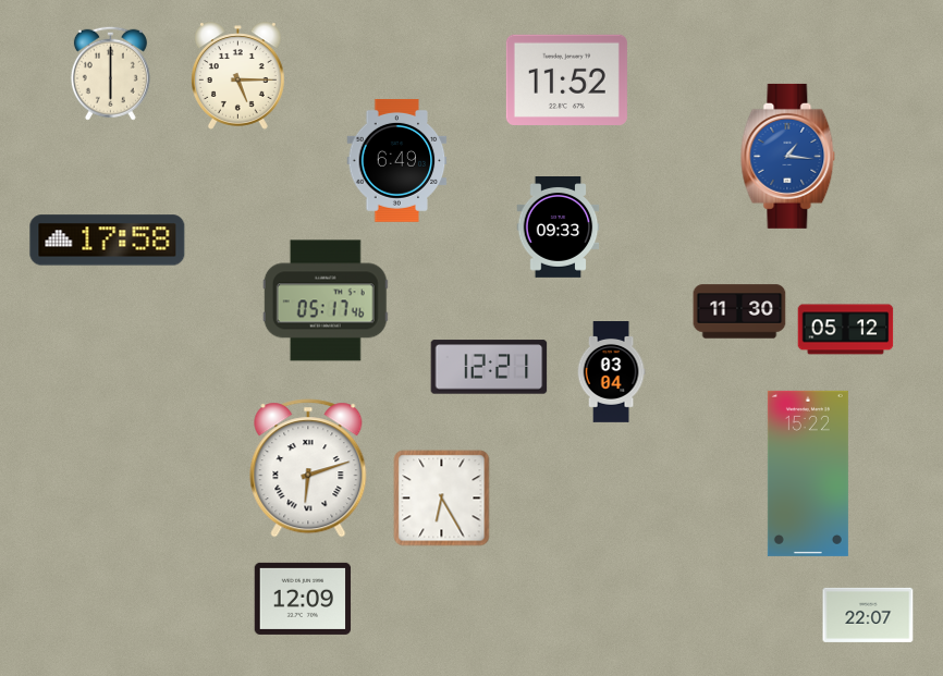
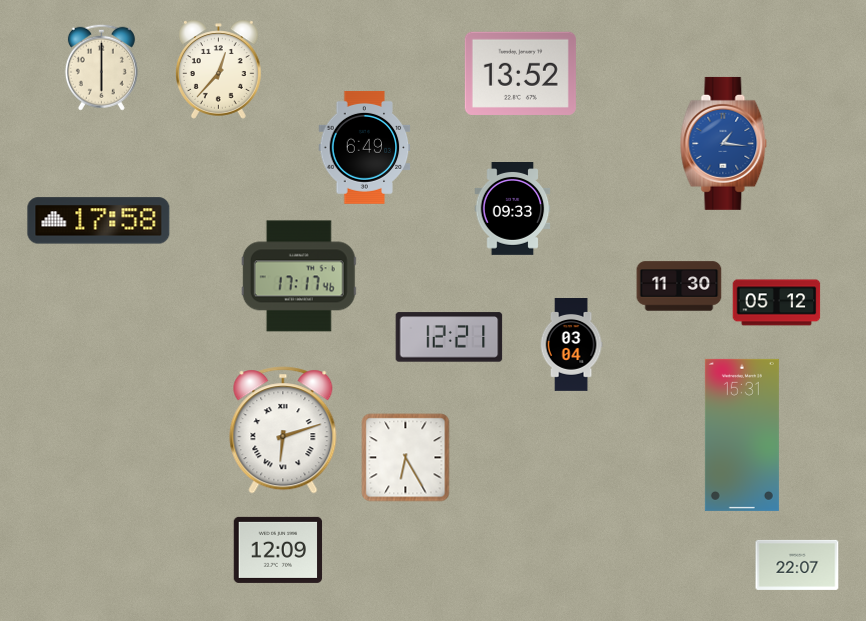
clock at (237, 76): 5:15 -> 12:37
clock at (566, 79): 11:52 -> 13:52
clock at (326, 300): 05:17 -> 17:17
clock at (611, 372) position: (611, 372) -> (571, 345)
clock at (808, 474): 15:22 -> 15:31
